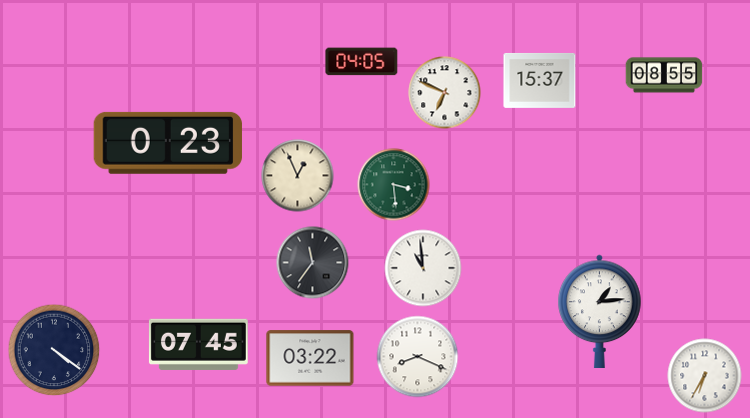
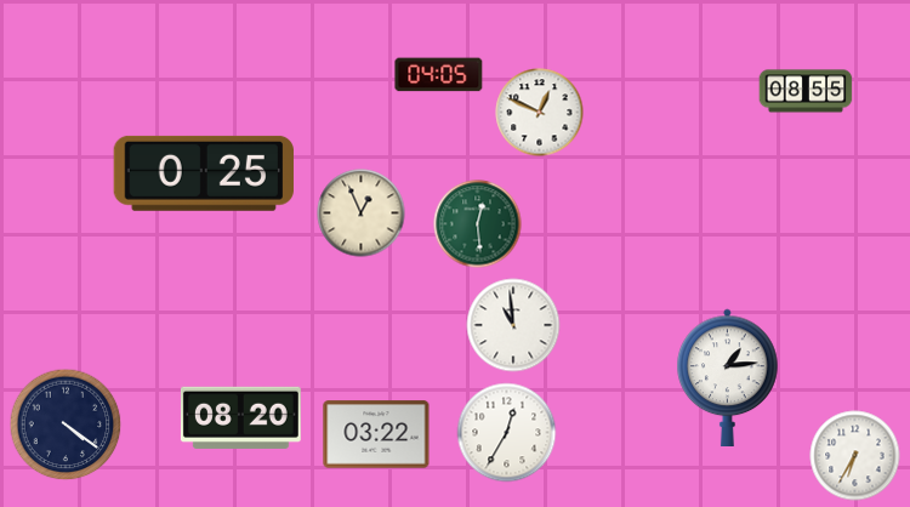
clock at (540, 80): 15:37 -> none
clock at (445, 93): 6:49 -> 12:49
clock at (168, 143): 0:23 -> 0:25
clock at (394, 185): 3:29 -> 12:29
clock at (313, 263): 11:36 -> none
clock at (198, 344): 07:45 -> 08:20
clock at (418, 357): 8:19 -> 12:35
